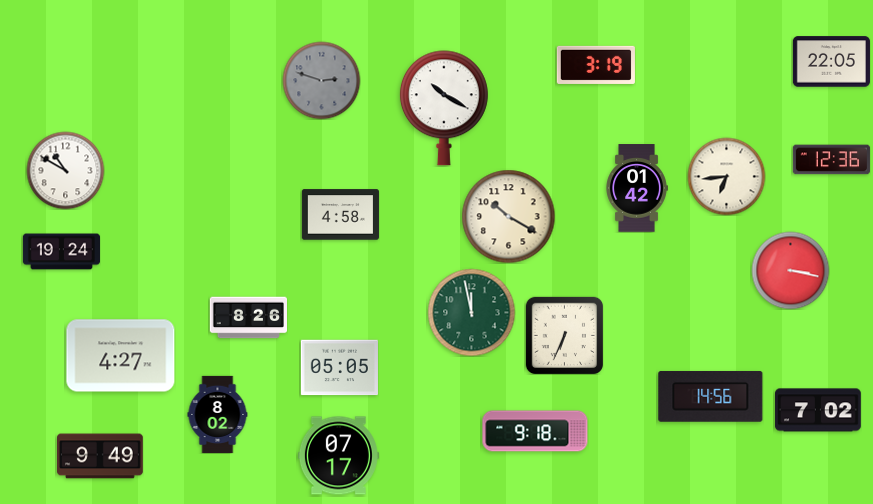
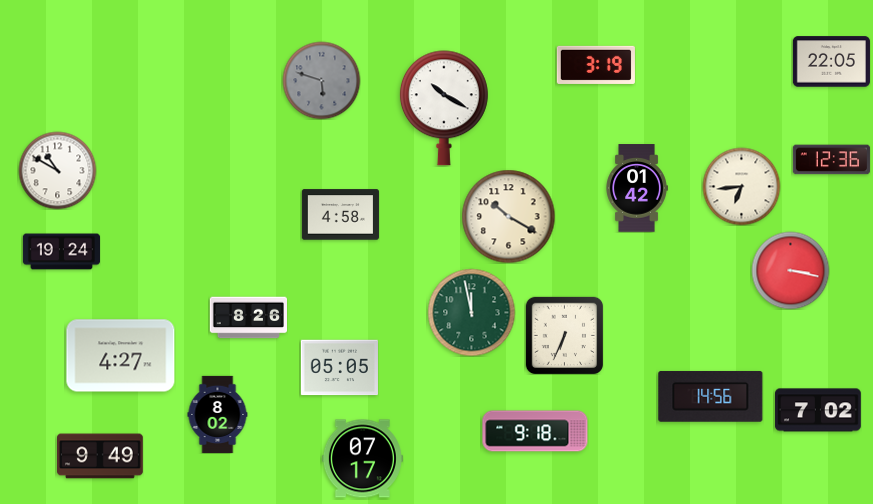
clock at (321, 80): 2:48 -> 5:48
clock at (65, 170) position: (65, 170) -> (57, 170)
clock at (726, 176) position: (726, 176) -> (741, 186)
clock at (338, 456) position: (338, 456) -> (362, 459)
